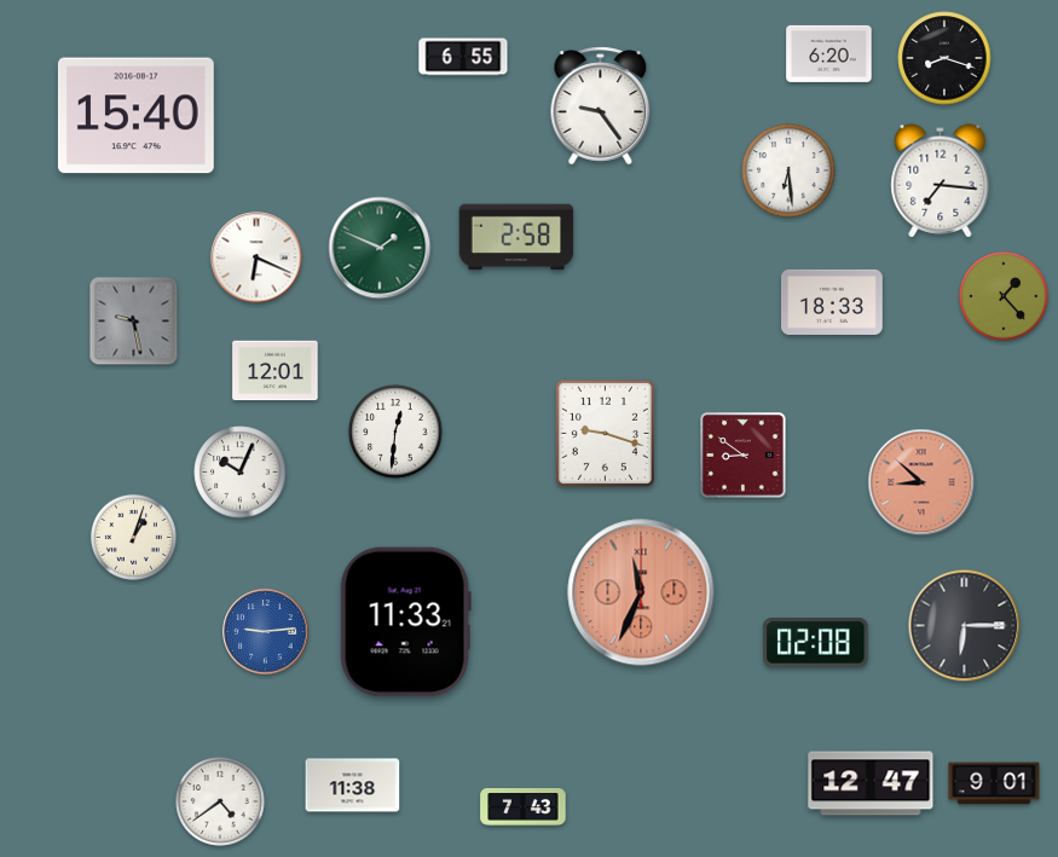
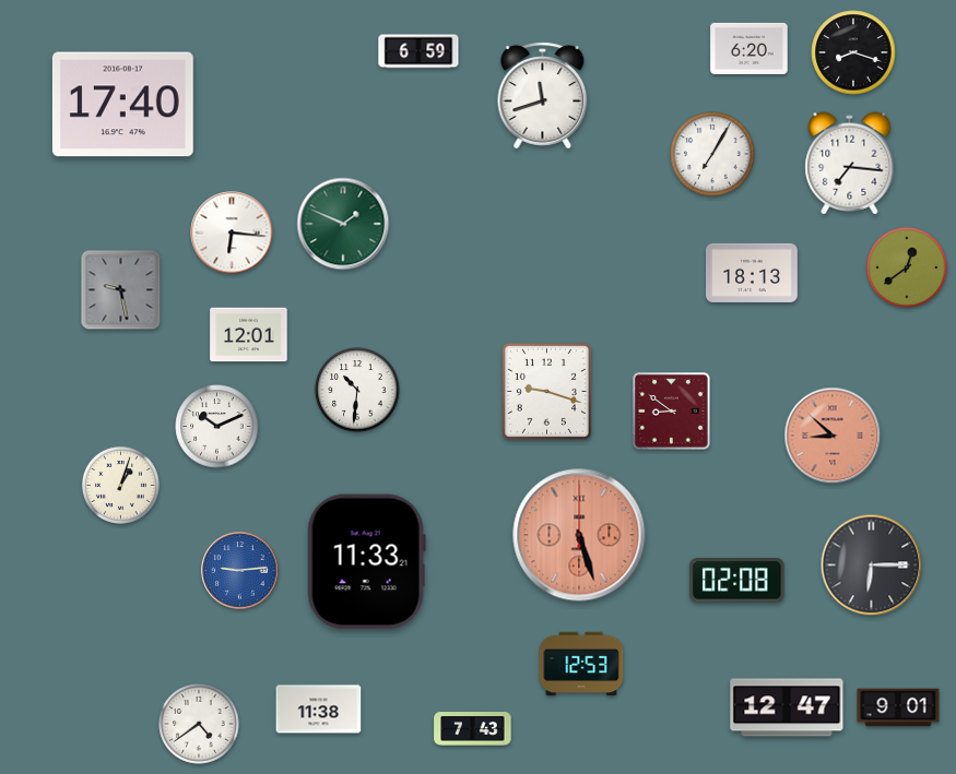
clock at (463, 57): 6:55 -> 6:59
clock at (601, 106): 9:24 -> 11:42
clock at (135, 116): 15:40 -> 17:40
clock at (788, 170): 6:29 -> 7:05
clock at (516, 237): 2:58 -> none
clock at (256, 257): 6:19 -> 6:16
clock at (1004, 296): 1:23 -> 12:39
clock at (833, 302): 18:33 -> 18:13
clock at (395, 432): 12:31 -> 10:31
clock at (241, 473): 10:04 -> 10:11
clock at (641, 592): 11:34 -> 5:27
clock at (581, 664): none -> 12:53
